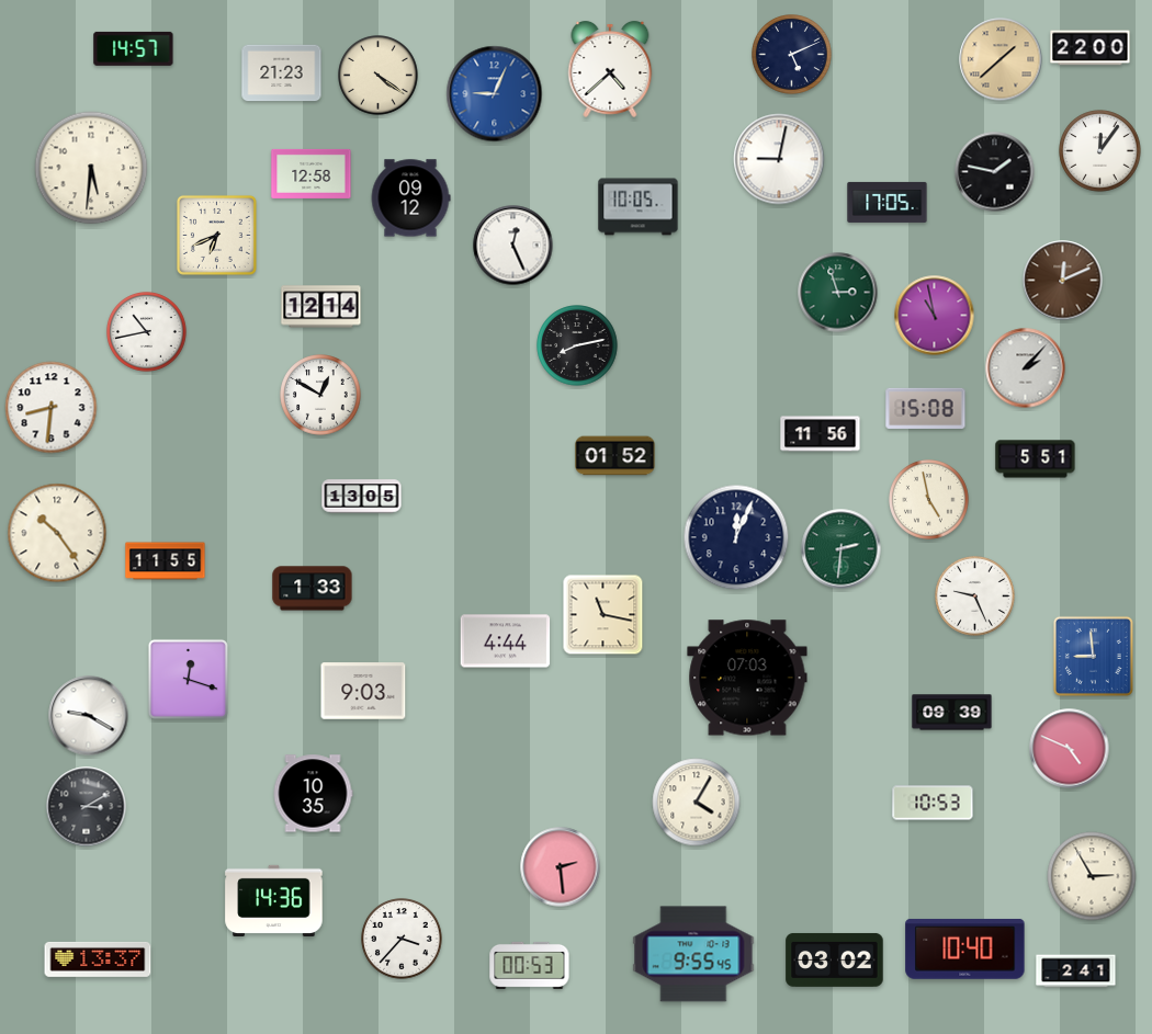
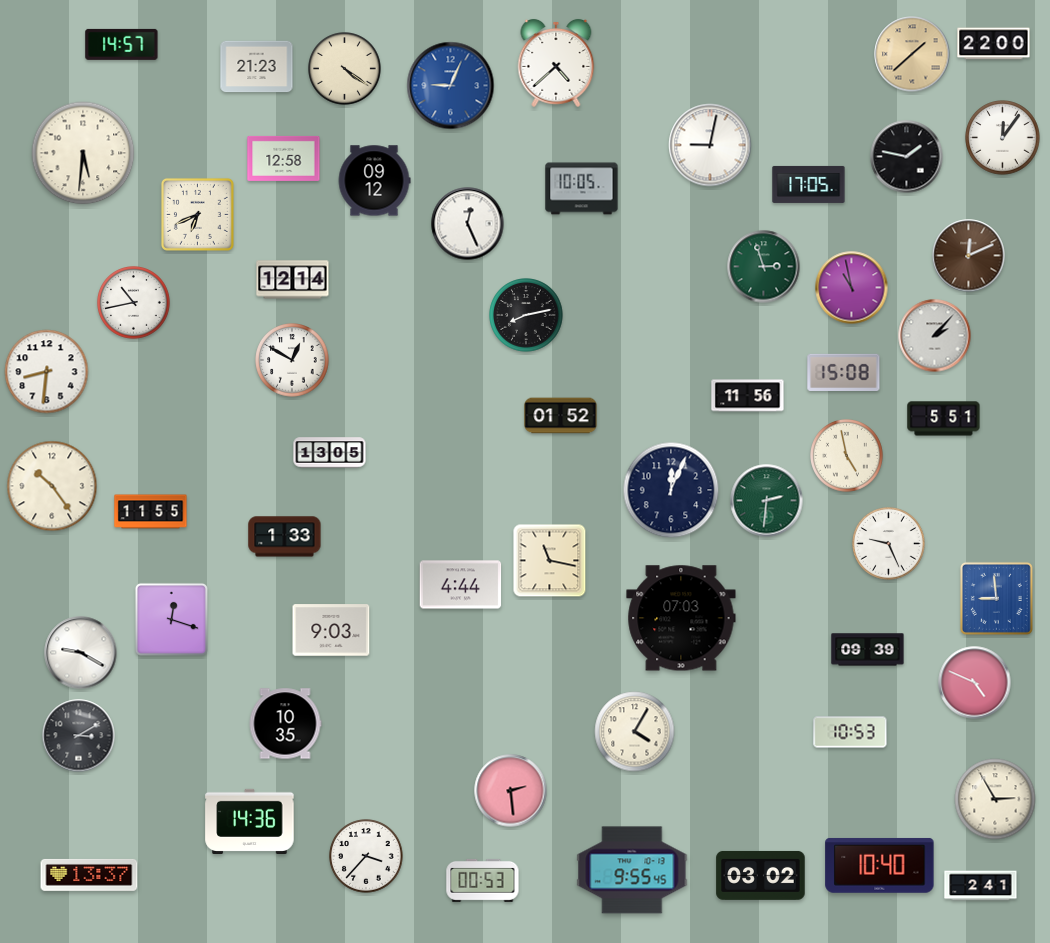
clock at (792, 55): 5:11 -> none
